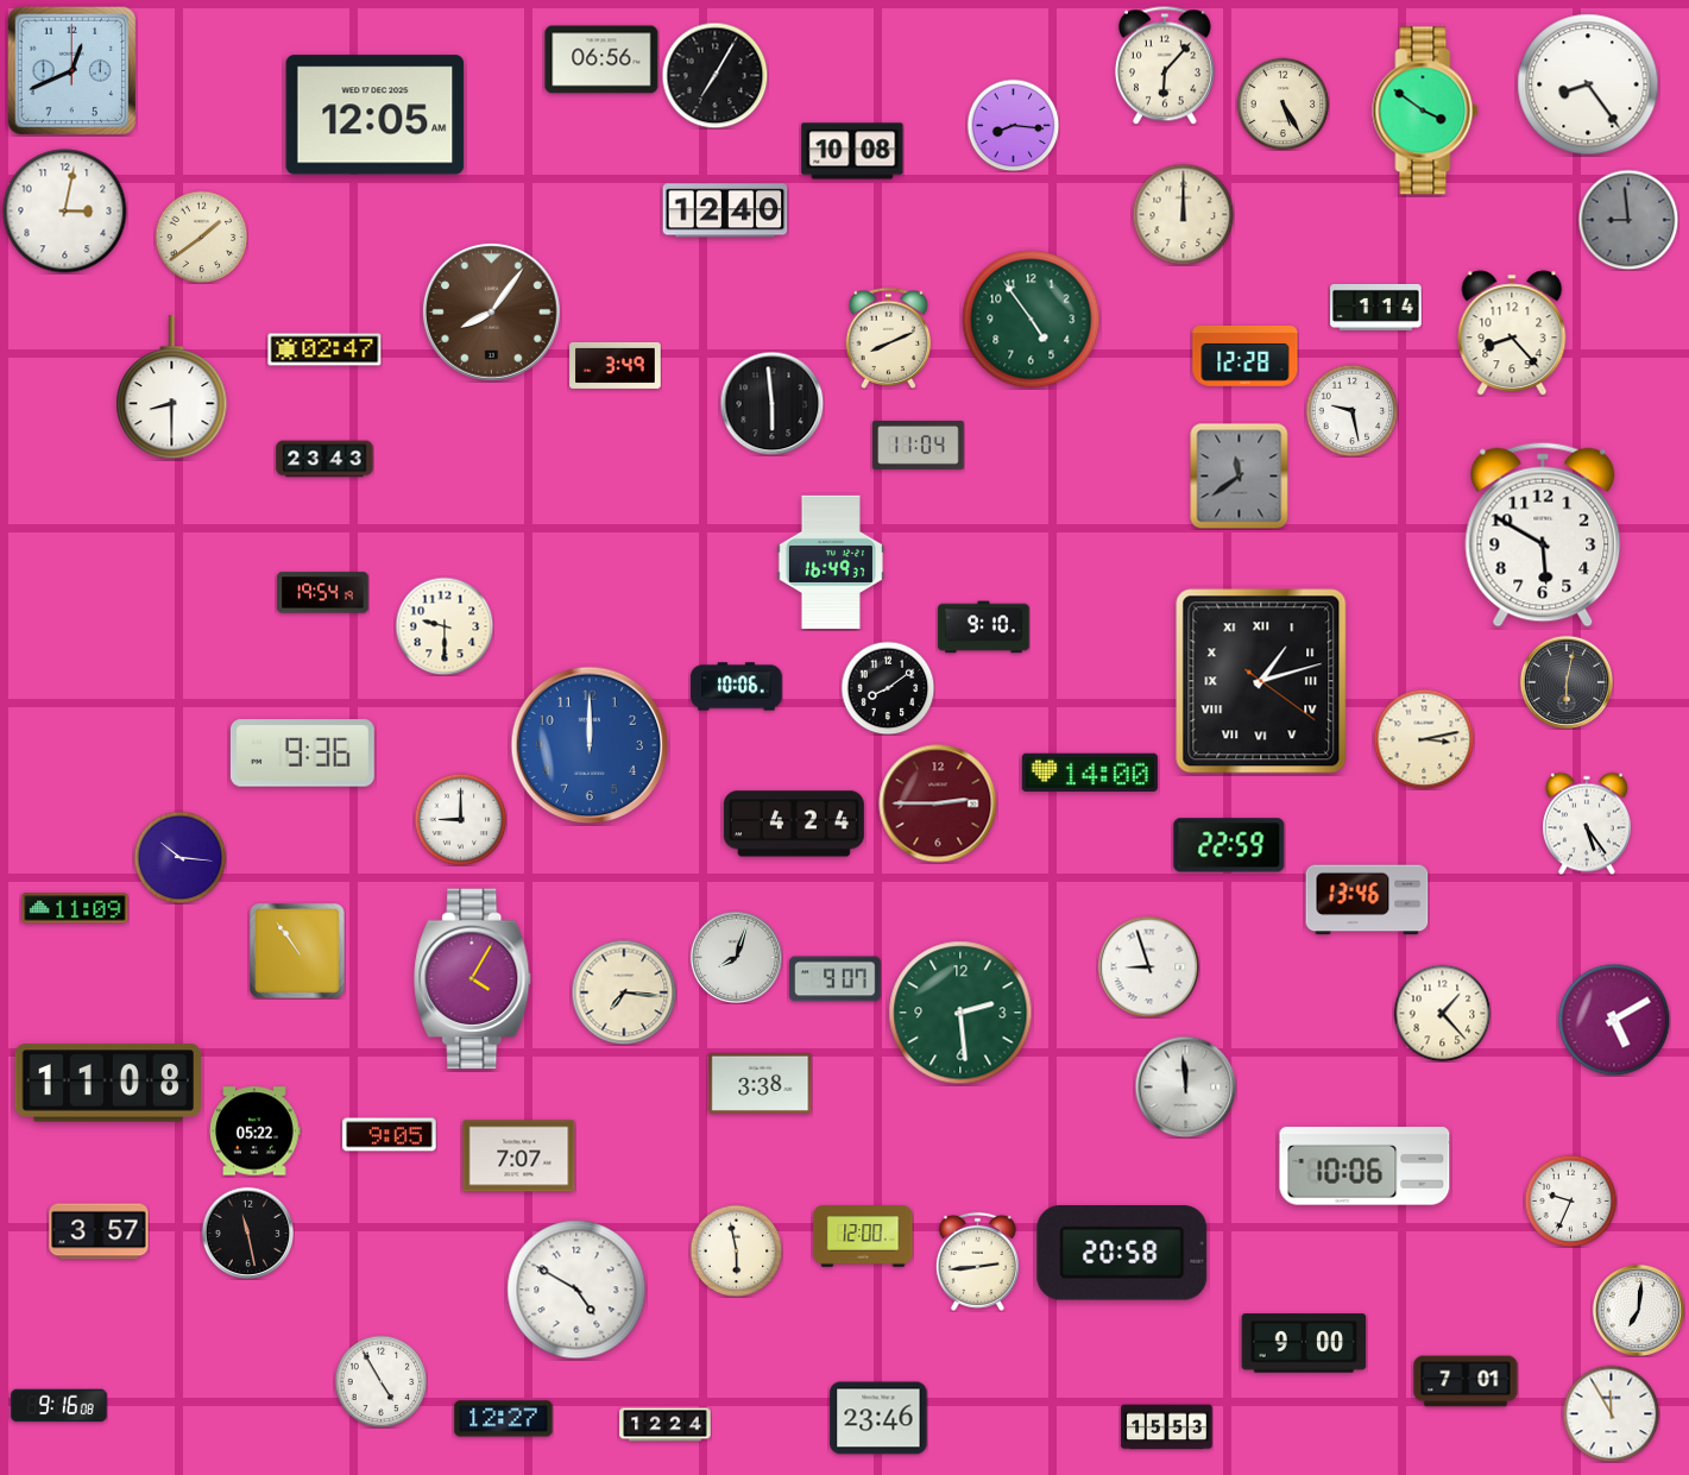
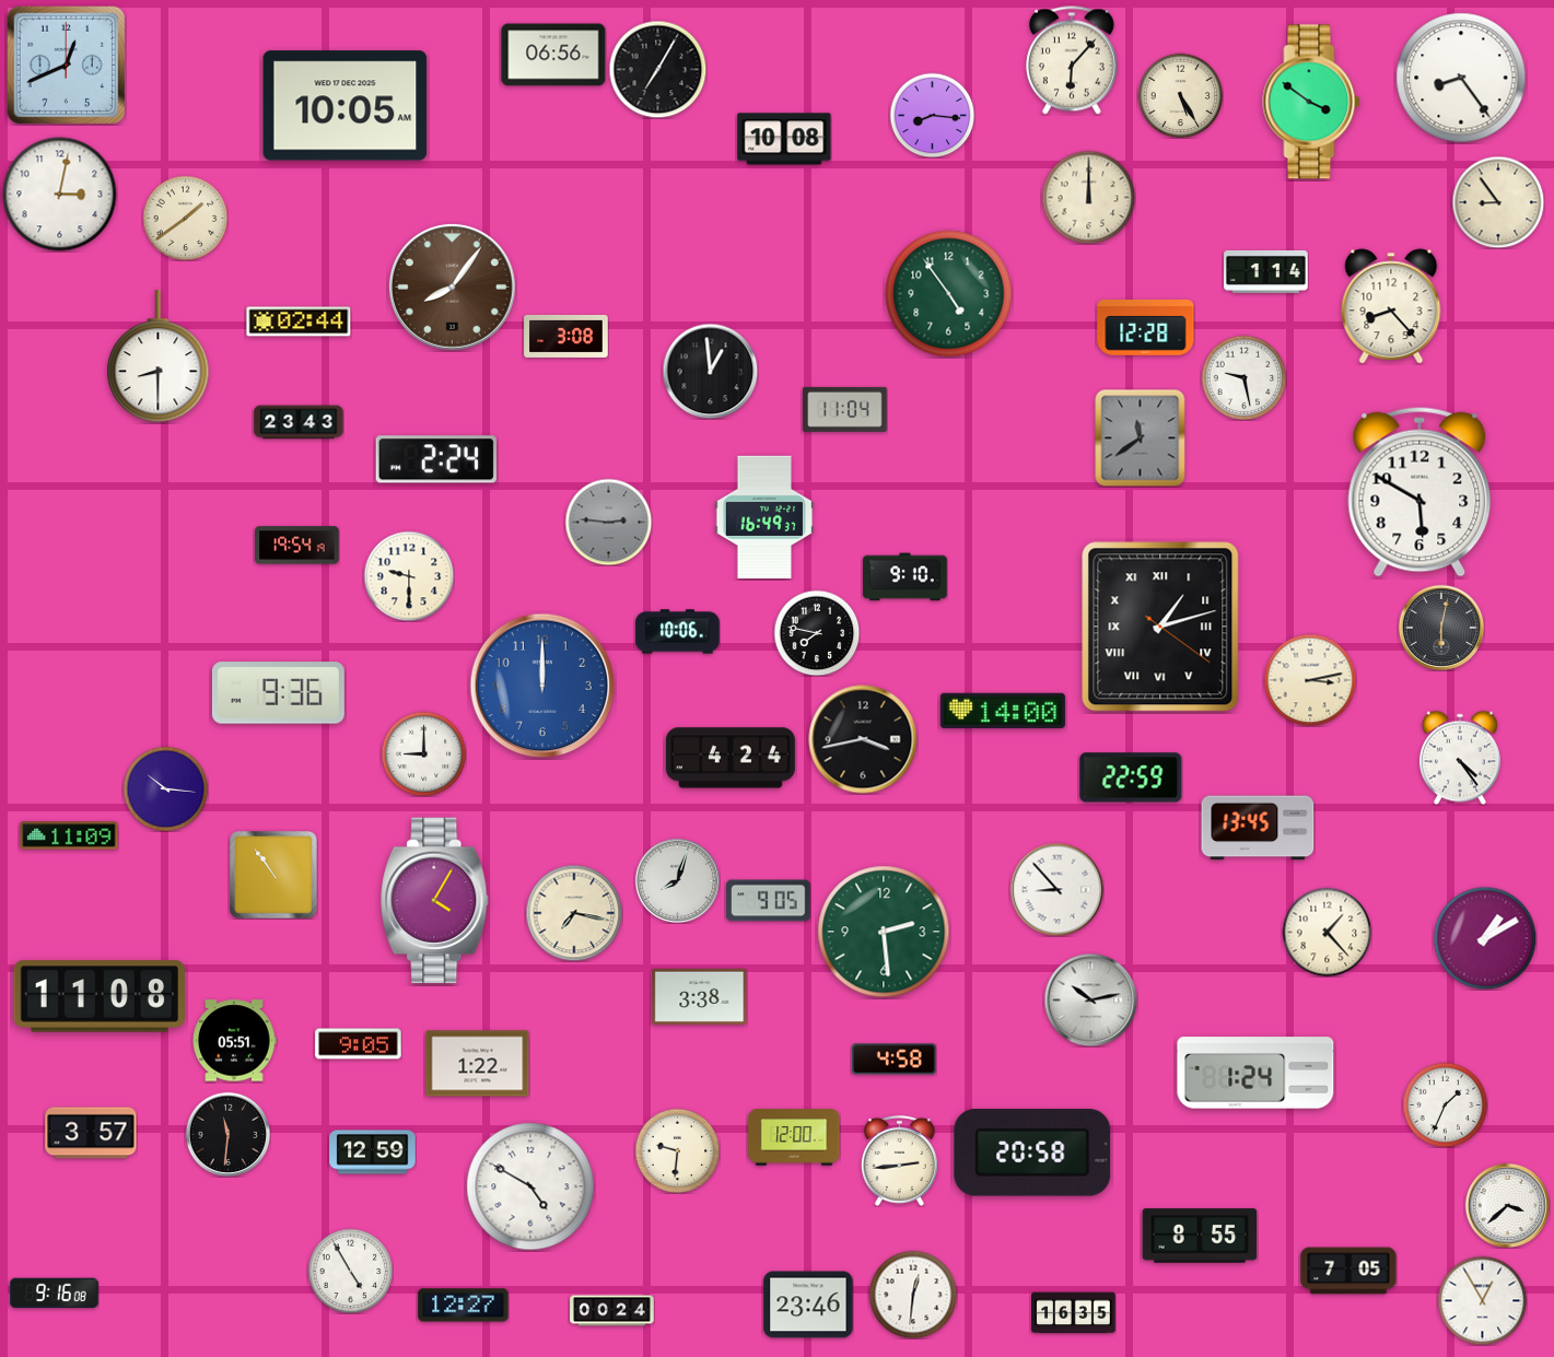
clock at (376, 115): 12:05 -> 10:05
clock at (725, 210): 12:40 -> none
clock at (1628, 220): 8:59 -> 8:54
clock at (1628, 220) dial: grey -> cream
clock at (1376, 307) position: (1376, 307) -> (1266, 271)
clock at (889, 338): 8:11 -> none
clock at (324, 349): 02:47 -> 02:44
clock at (616, 365): 3:49 -> 3:08
clock at (771, 403): 5:59 -> 12:59
clock at (436, 459): none -> 2:24
clock at (608, 522): none -> 2:46
clock at (888, 688): 8:09 -> 7:47
clock at (938, 803): 2:45 -> 3:43
clock at (938, 803) dial: burgundy -> black
clock at (1587, 824): 5:24 -> 4:24
clock at (1367, 900): 13:46 -> 13:45
clock at (1148, 966): 8:57 -> 8:53
clock at (836, 979): 9:07 -> 9:05
clock at (624, 992): 7:16 -> 7:17
clock at (1614, 1020): 5:10 -> 1:10
clock at (1185, 1086): 11:59 -> 10:13
clock at (256, 1132): 05:22 -> 05:51
clock at (895, 1060): none -> 4:58
clock at (519, 1156): 7:07 -> 1:22
clock at (1365, 1166): 10:06 -> 1:24
clock at (1570, 1200): 9:34 -> 1:34
clock at (247, 1233): 11:28 -> 11:31
clock at (736, 1250): 5:58 -> 9:31
clock at (373, 1153): none -> 12:59
clock at (1638, 1310): 7:01 -> 3:38
clock at (1304, 1343): 9:00 -> 8:55
clock at (1466, 1381): 7:01 -> 7:05
clock at (913, 1295): none -> 12:31
clock at (1611, 1413): 11:55 -> 12:55
clock at (666, 1425): 12:24 -> 00:24
clock at (1167, 1427): 15:53 -> 16:35
